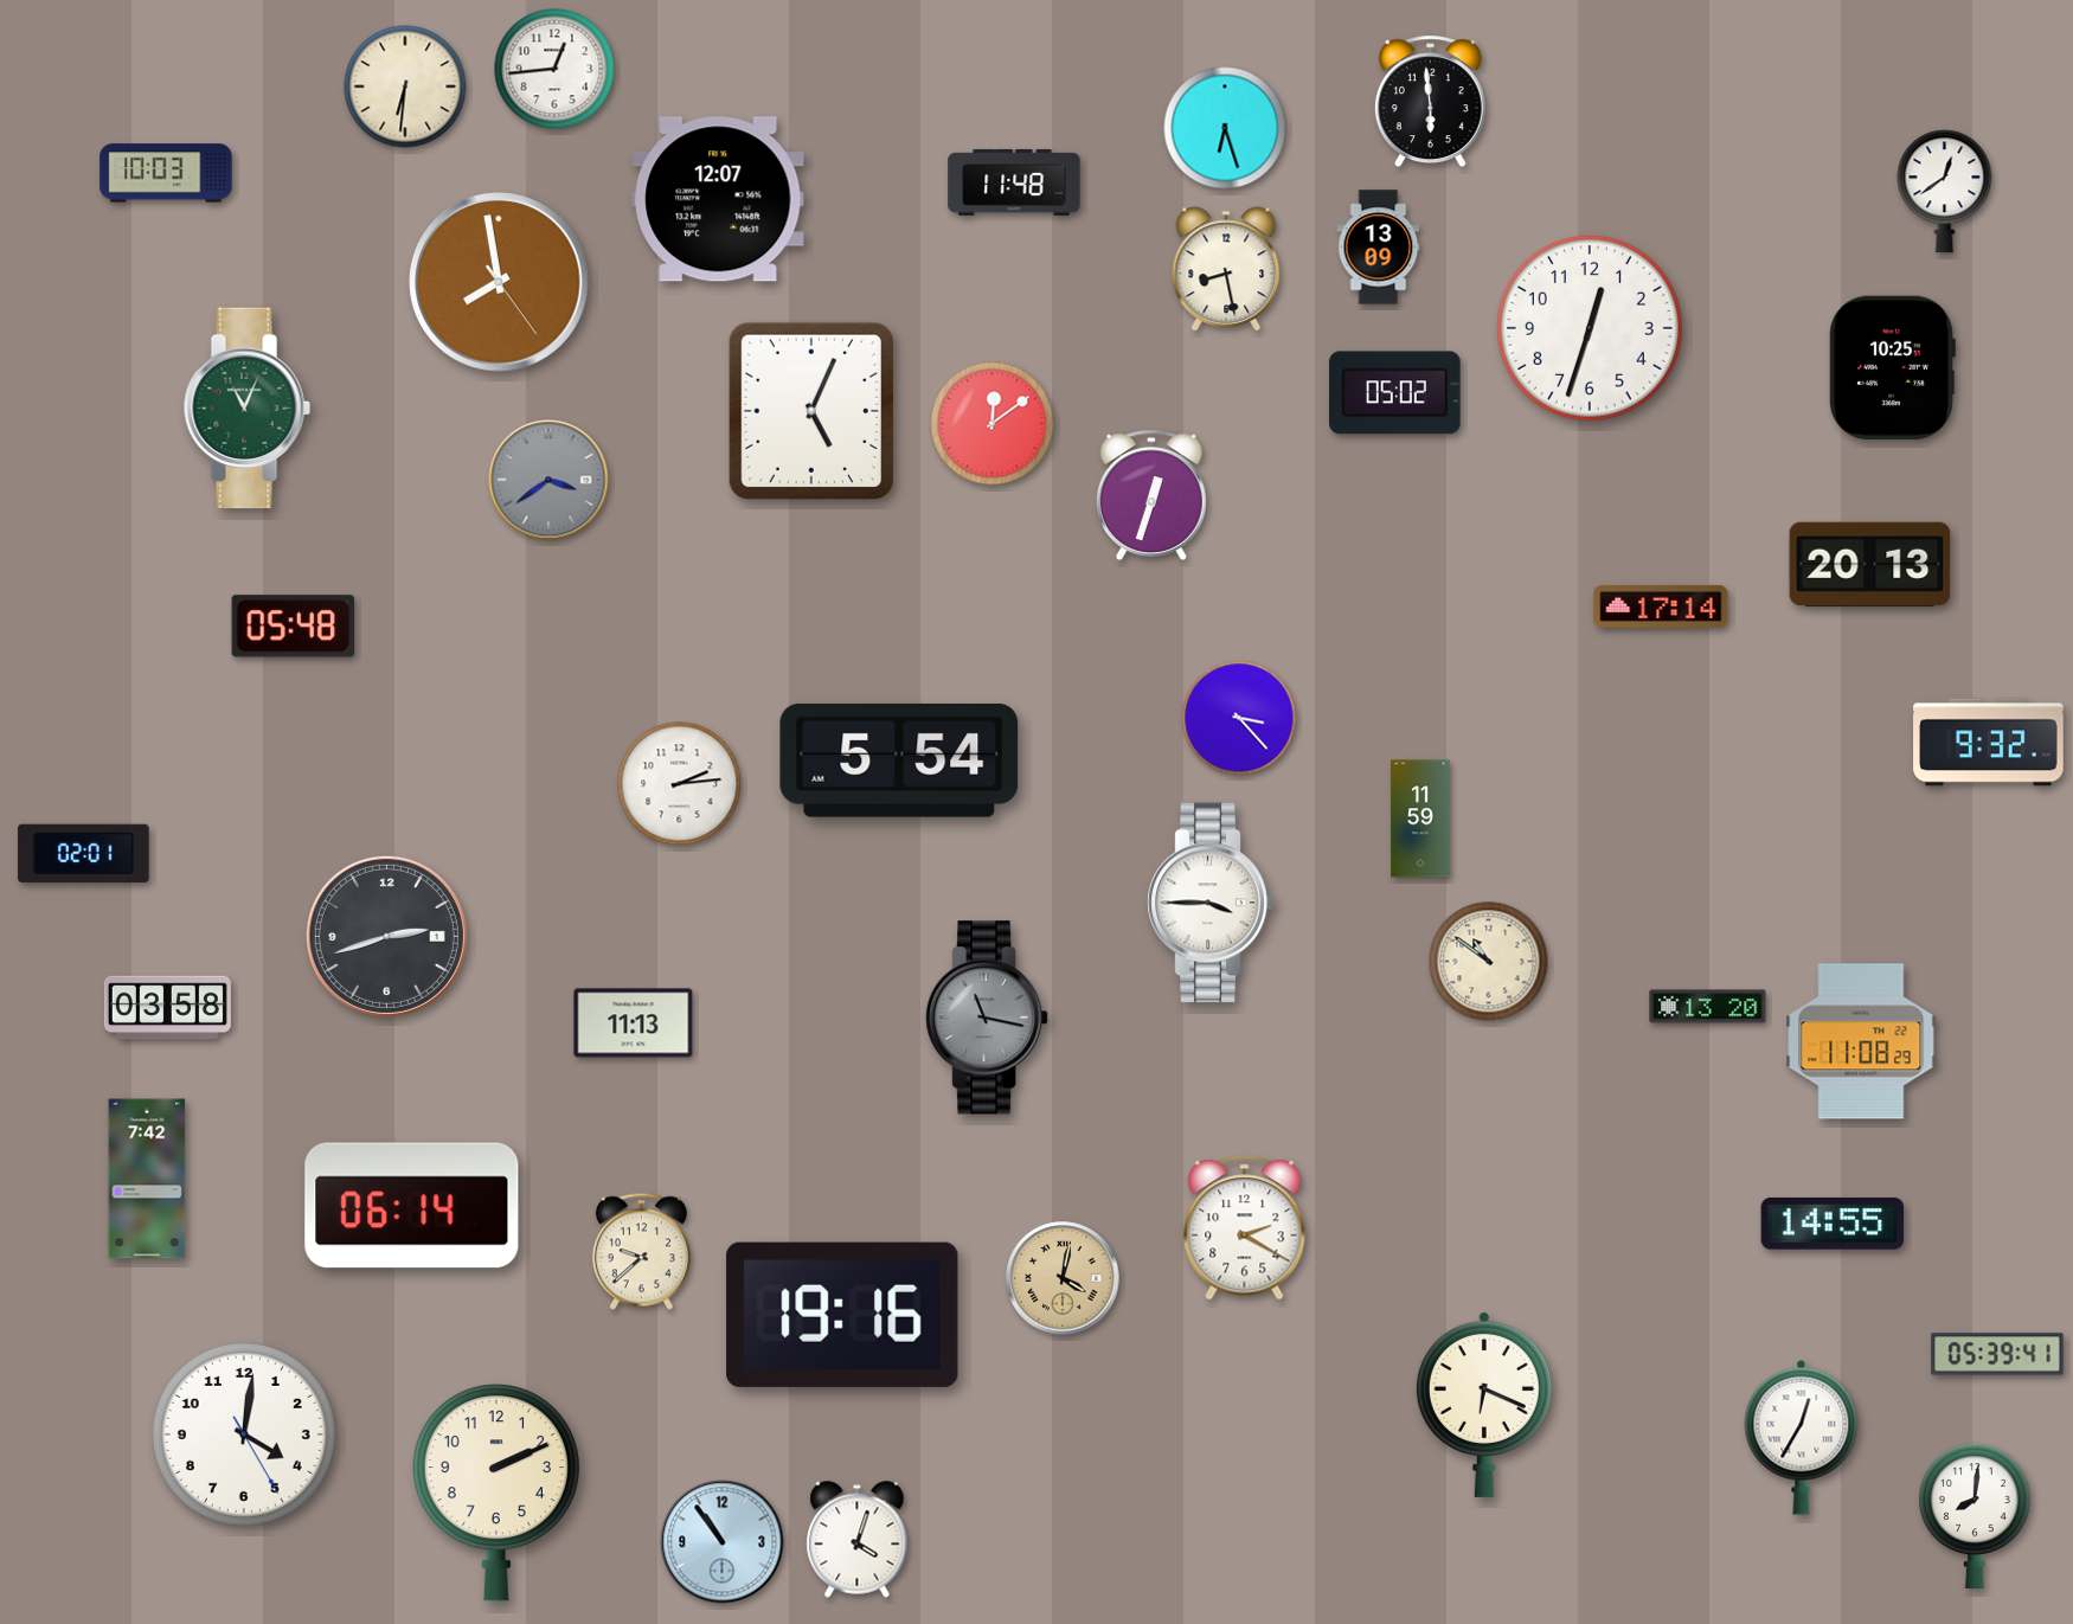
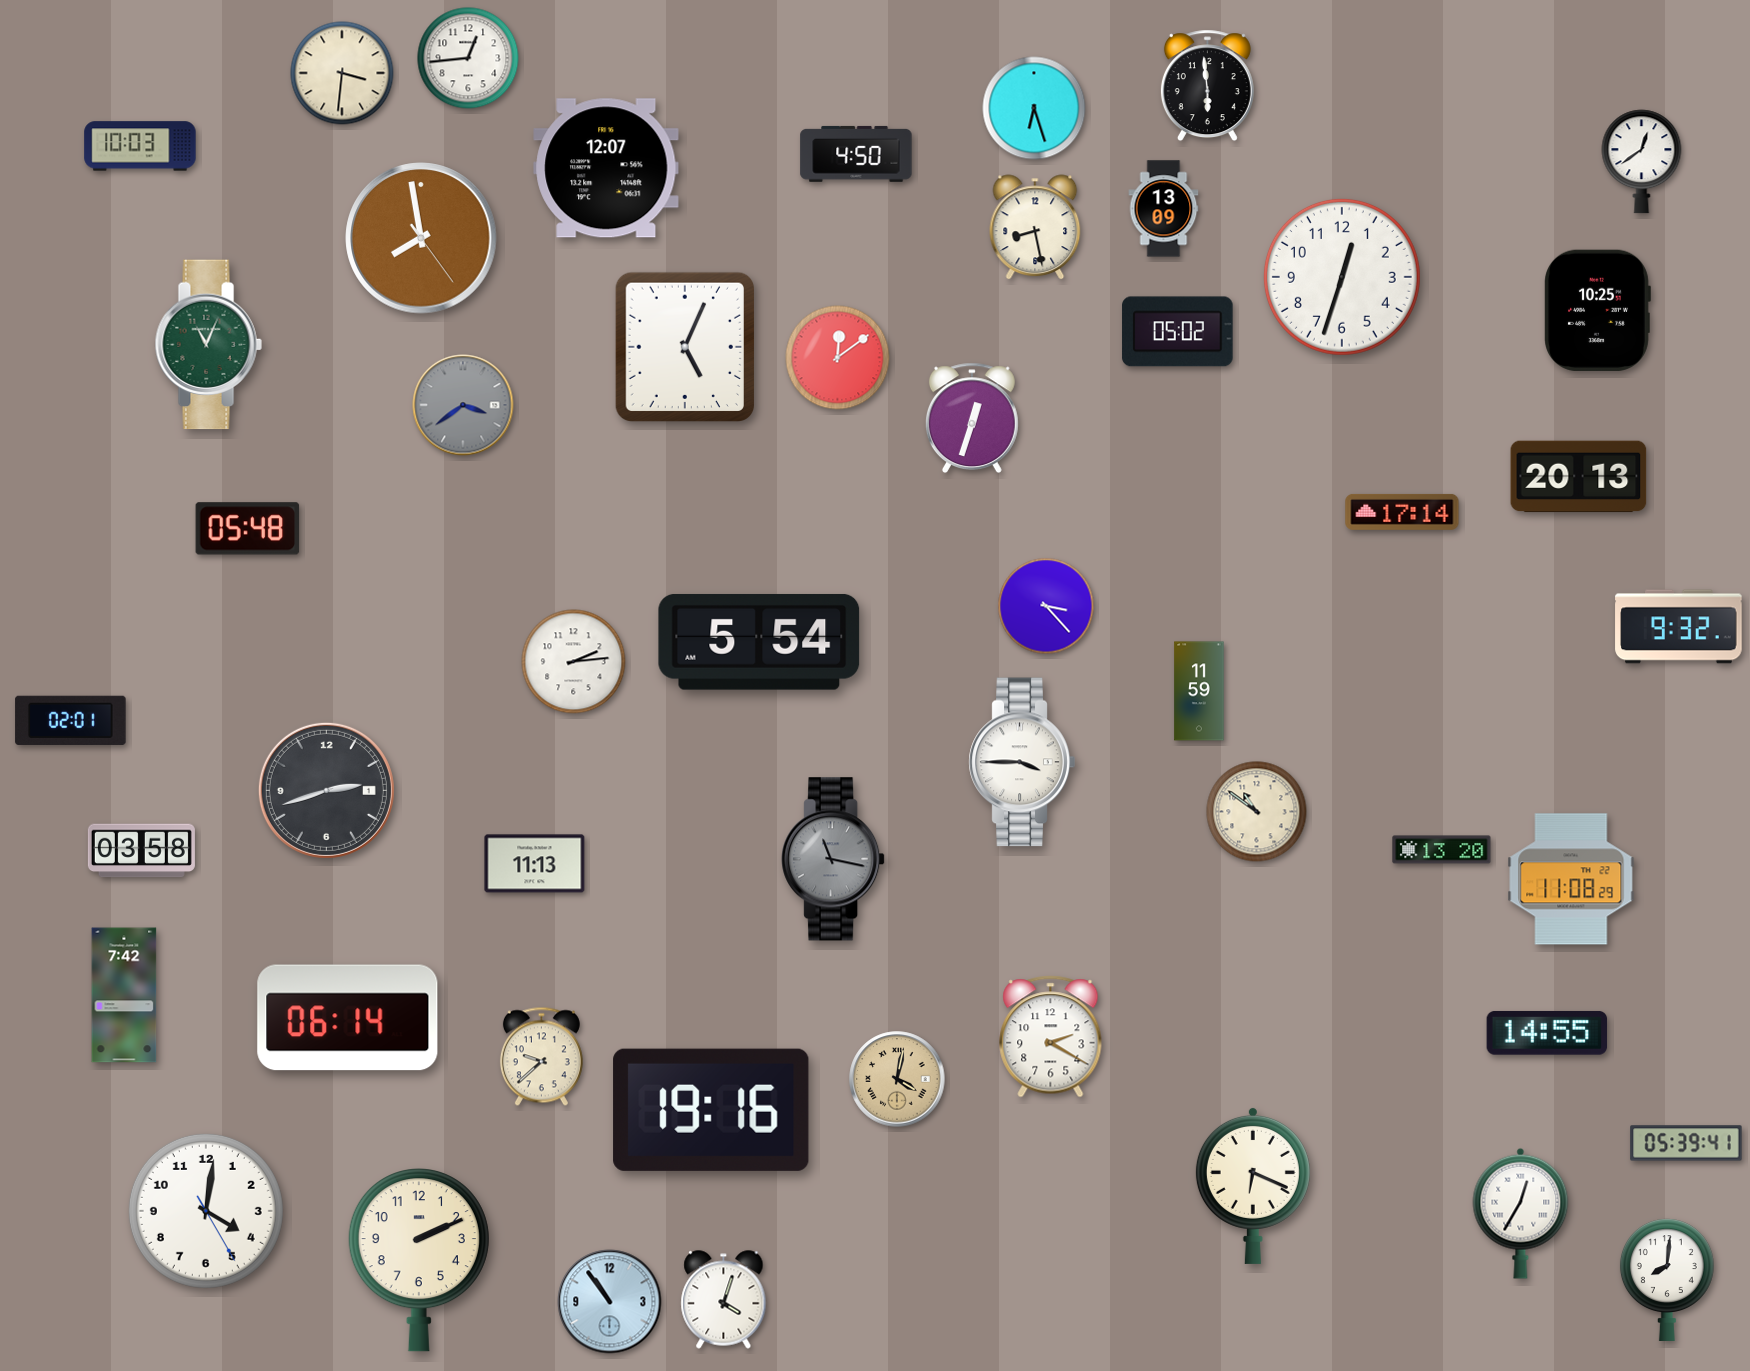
clock at (405, 86): 6:31 -> 3:31
clock at (1014, 182): 11:48 -> 4:50
